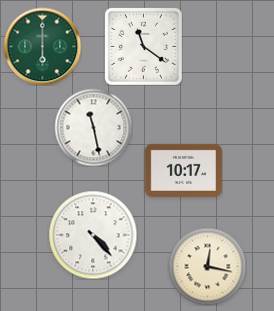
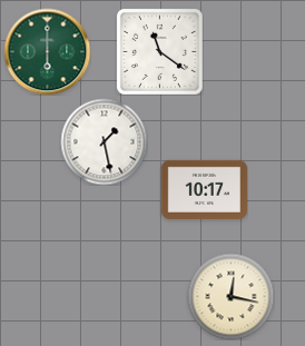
clock at (93, 127): 11:28 -> 1:28
clock at (93, 235): 4:23 -> none
